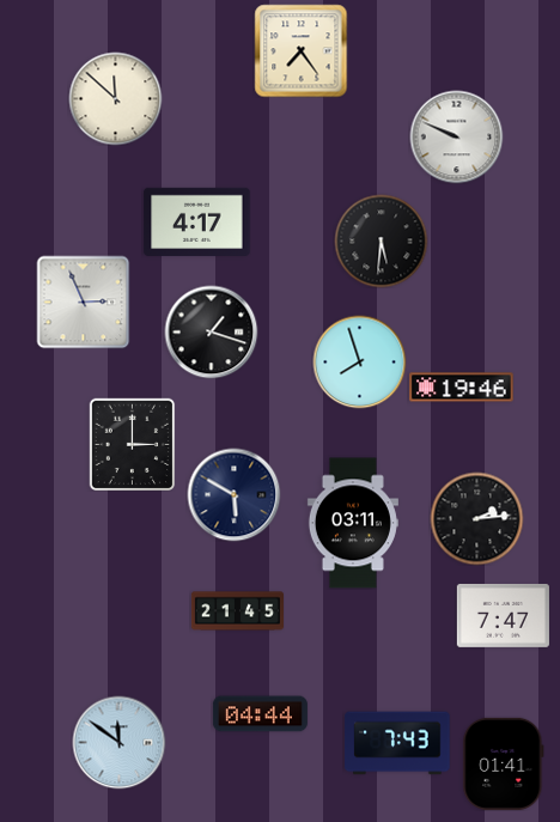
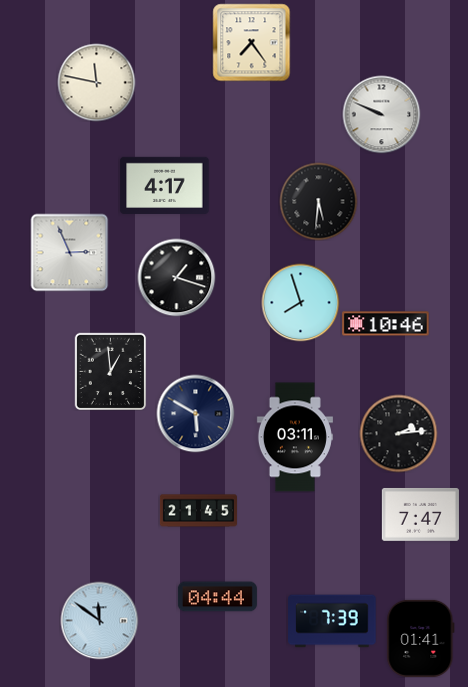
clock at (115, 98): 11:52 -> 11:47
clock at (462, 388): 19:46 -> 10:46
clock at (133, 444): 3:00 -> 12:59
clock at (397, 743): 7:43 -> 7:39
